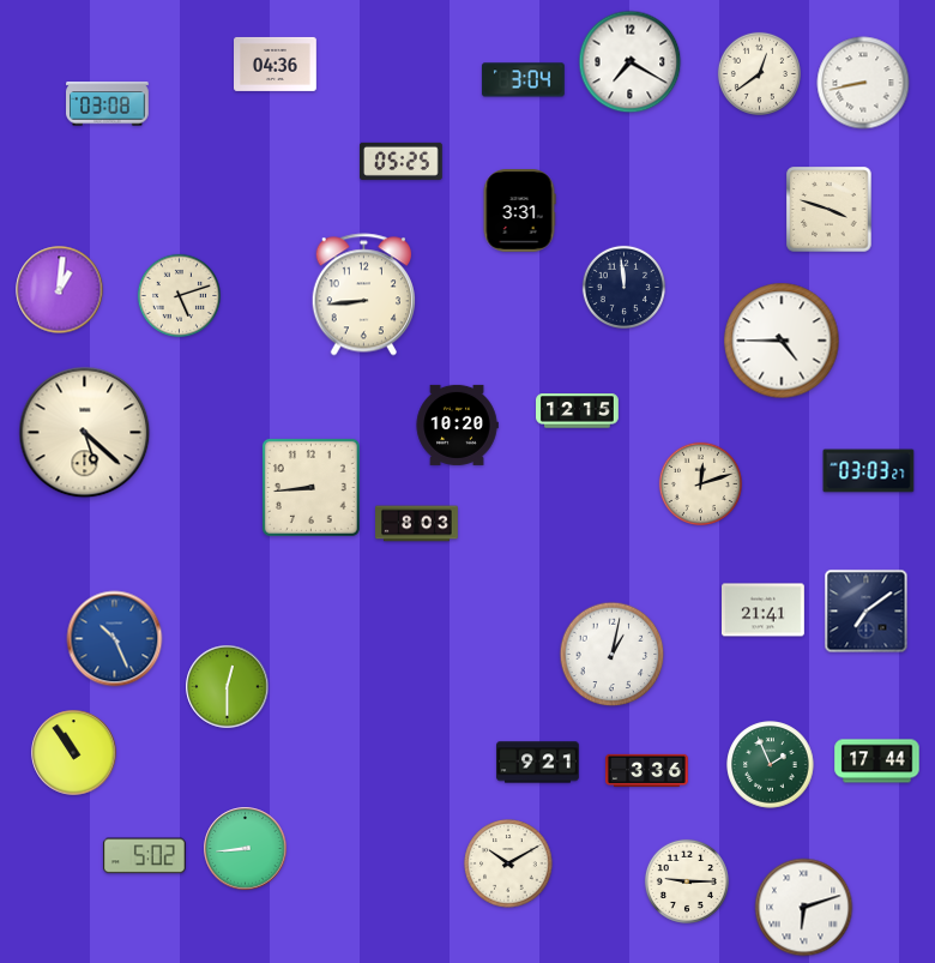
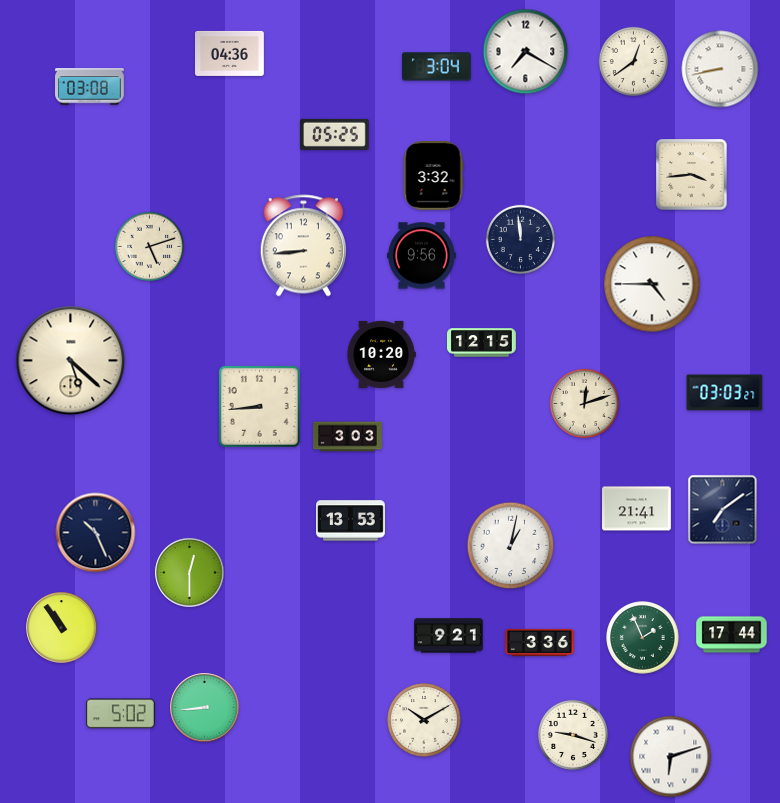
clock at (830, 210): 3:48 -> 3:44
clock at (519, 211): 3:31 -> 3:32
clock at (60, 290): 1:01 -> none
clock at (422, 256): none -> 9:56
clock at (417, 524): 8:03 -> 3:03
clock at (351, 521): none -> 13:53
clock at (115, 639) dial: blue -> navy
clock at (687, 881): 9:15 -> 9:18
